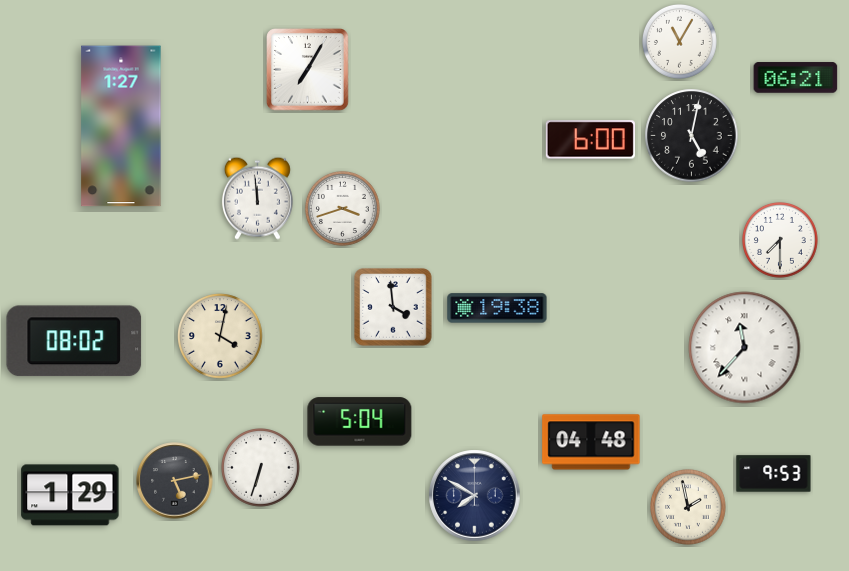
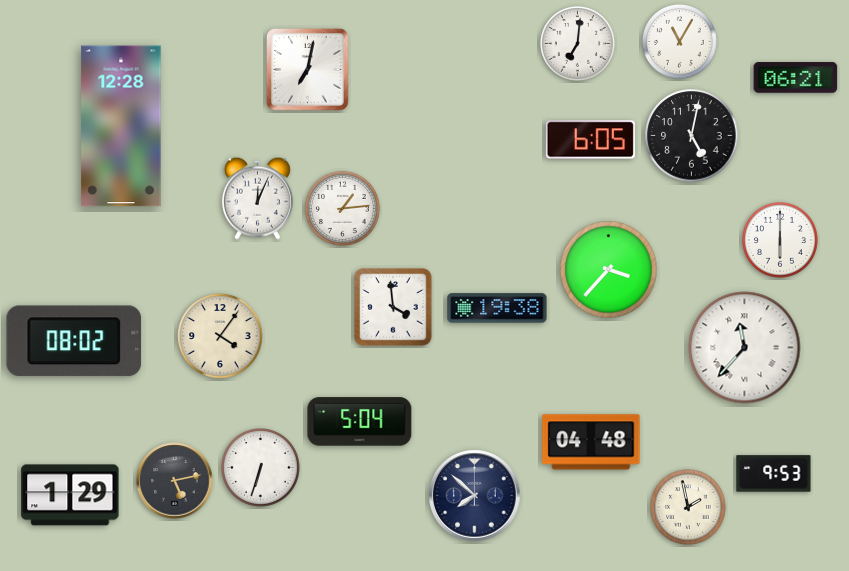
clock at (578, 44): none -> 7:01
clock at (308, 70): 7:05 -> 7:02
clock at (121, 126): 1:27 -> 12:28
clock at (590, 140): 6:00 -> 6:05
clock at (257, 198): 11:59 -> 12:04
clock at (343, 209): 3:42 -> 1:14
clock at (781, 241): 7:30 -> 6:00
clock at (609, 270): none -> 3:37
clock at (220, 336): 4:02 -> 4:06
clock at (475, 496): 7:50 -> 7:52
